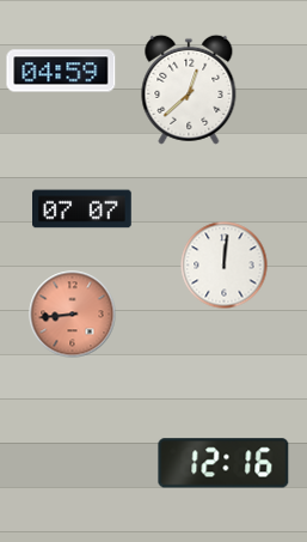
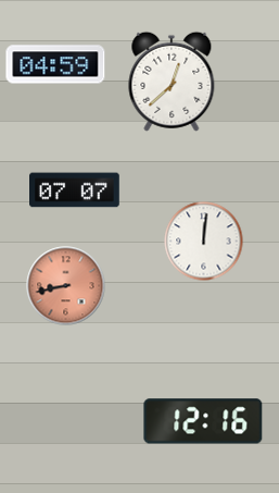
clock at (73, 315): 8:44 -> 8:43
